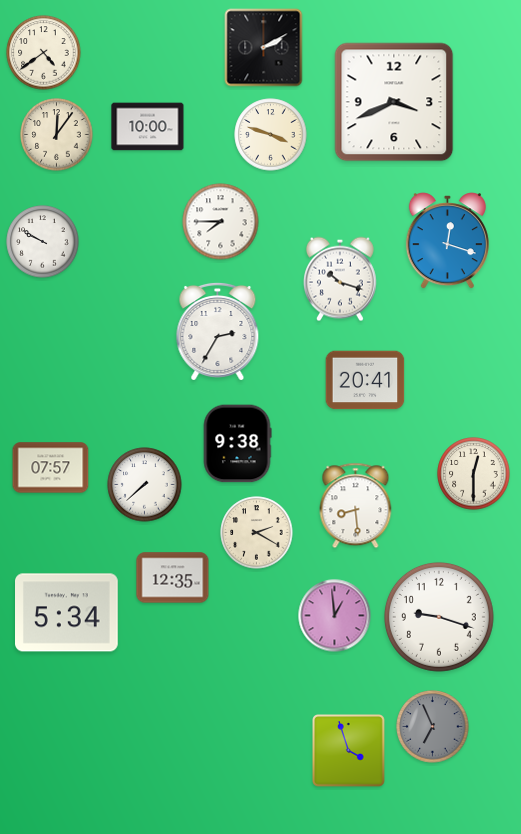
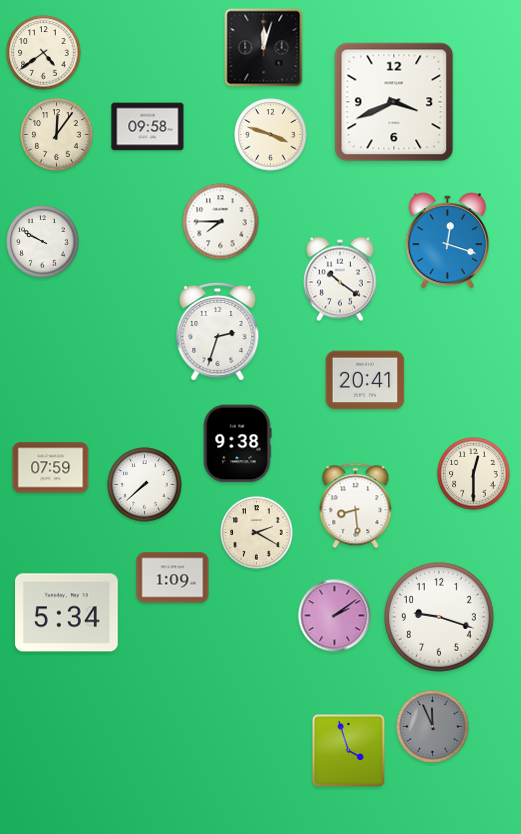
clock at (264, 48): 2:10 -> 12:03
clock at (148, 127): 10:00 -> 09:58
clock at (340, 279): 10:18 -> 10:21
clock at (218, 331): 2:35 -> 2:33
clock at (51, 468): 07:57 -> 07:59
clock at (173, 578): 12:35 -> 1:09
clock at (335, 616): 12:59 -> 2:09
clock at (433, 727): 6:56 -> 11:56
